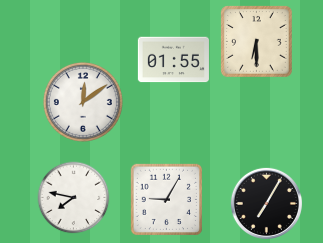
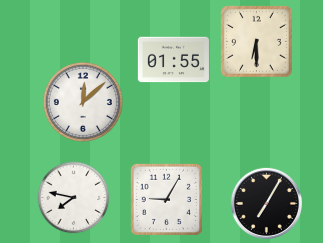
clock at (83, 102): 12:09 -> 12:08
